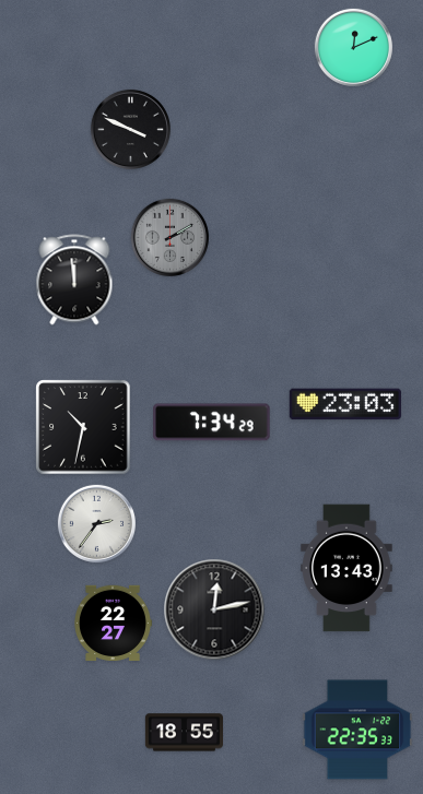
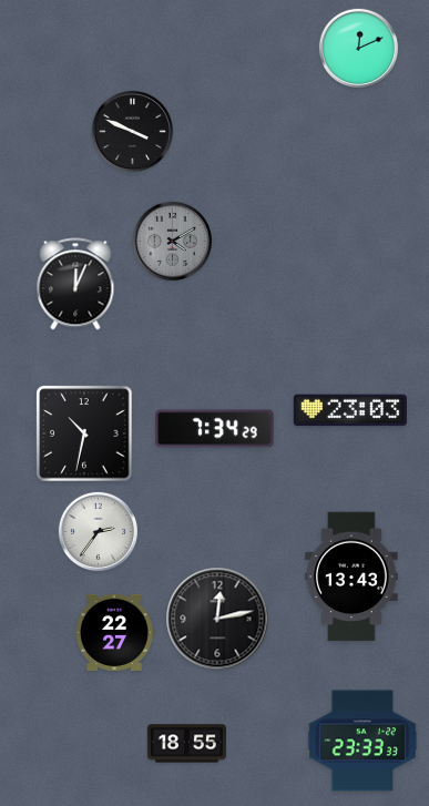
clock at (169, 237): 2:10 -> 4:10
clock at (74, 280): 11:59 -> 12:04
clock at (357, 730): 22:35 -> 23:33
